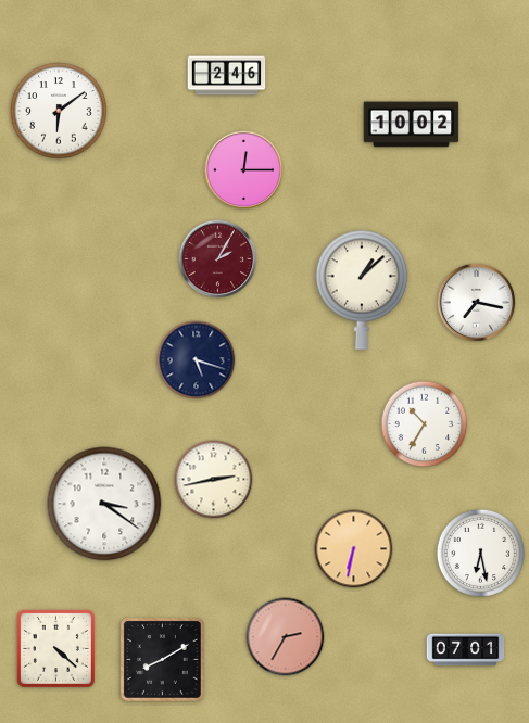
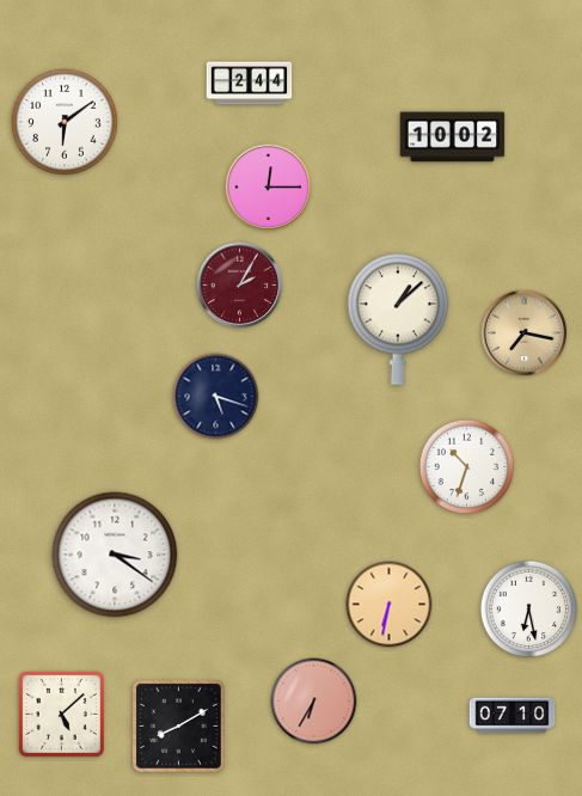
clock at (227, 76): 2:46 -> 2:44
clock at (477, 303) dial: white -> champagne
clock at (425, 424): 10:35 -> 10:33
clock at (214, 480): 2:43 -> none
clock at (286, 637): 2:35 -> 6:35
clock at (55, 648): 4:22 -> 5:08
clock at (466, 650): 07:01 -> 07:10
